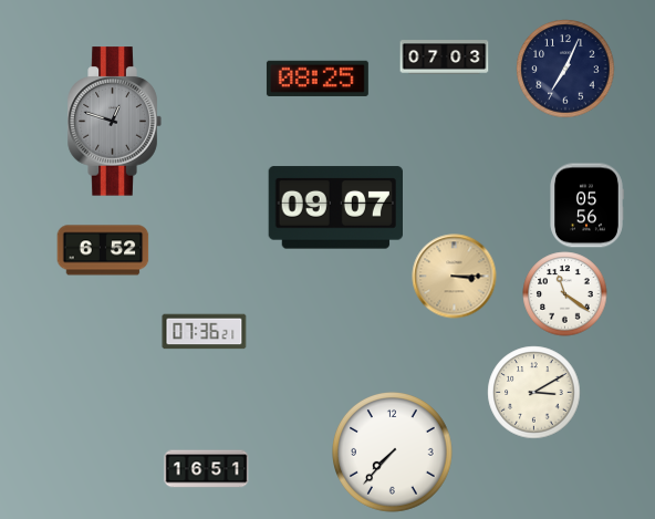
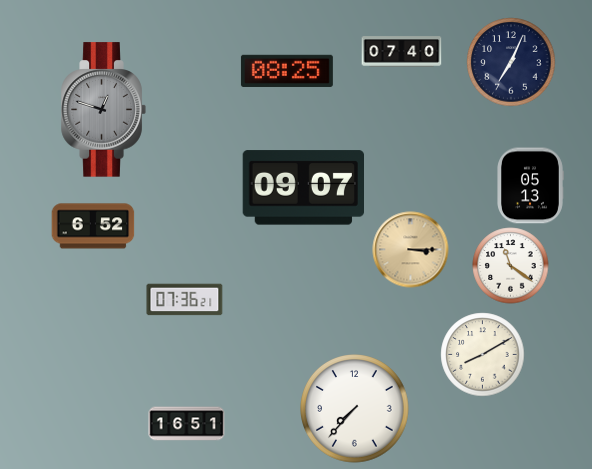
clock at (445, 58): 07:03 -> 07:40
clock at (586, 206): 05:56 -> 05:13
clock at (534, 393): 3:10 -> 8:10
